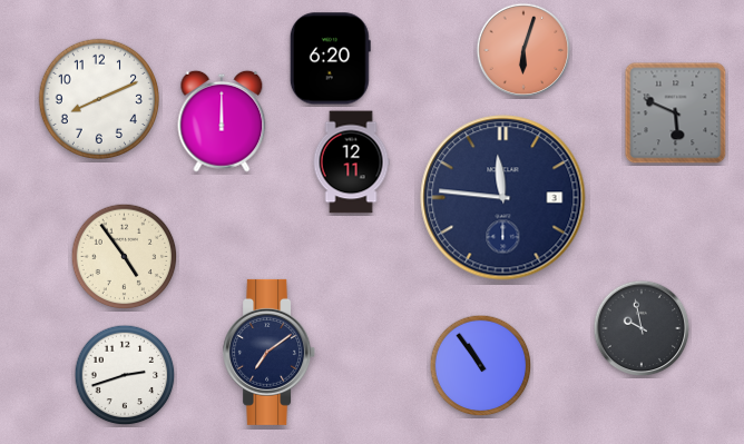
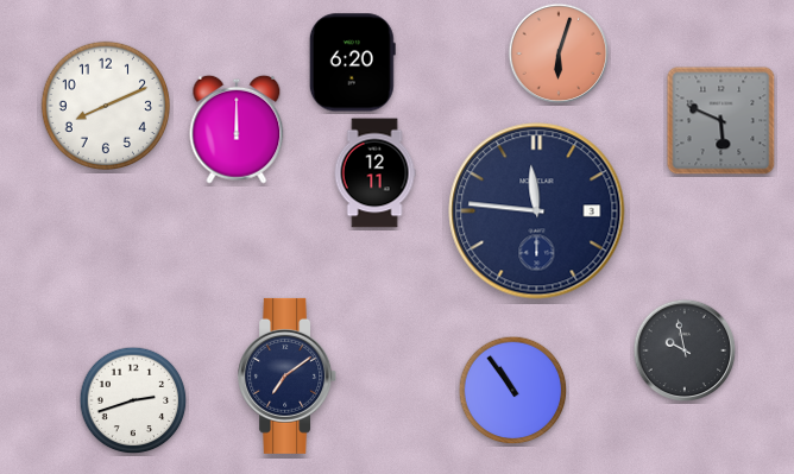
clock at (125, 257): 4:54 -> none
